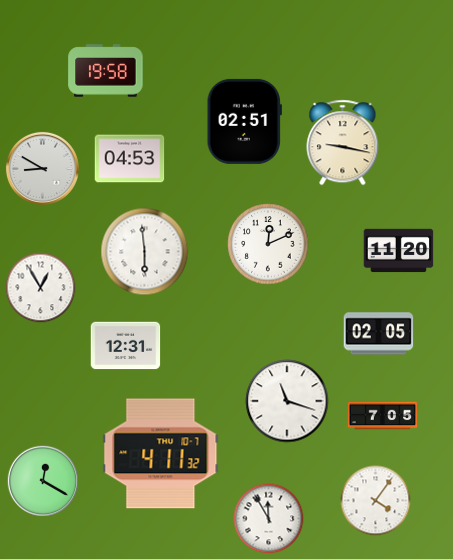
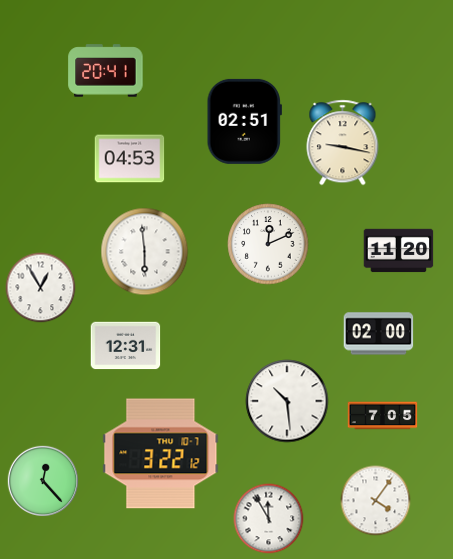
clock at (106, 71): 19:58 -> 20:41
clock at (42, 168): 8:50 -> none
clock at (379, 334): 02:05 -> 02:00
clock at (287, 401): 11:18 -> 10:29
clock at (161, 454): 4:11 -> 3:22
clock at (42, 480): 12:20 -> 12:23
